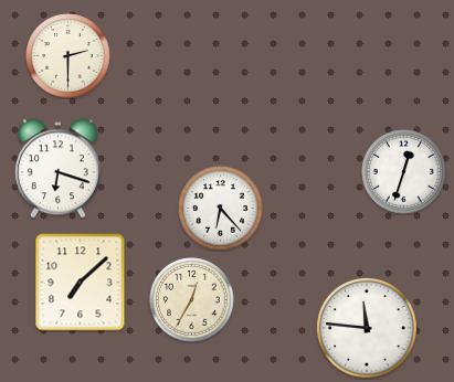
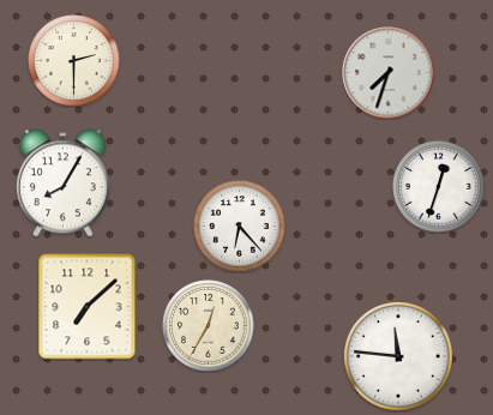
clock at (389, 73): none -> 7:33
clock at (57, 169): 6:18 -> 8:05
